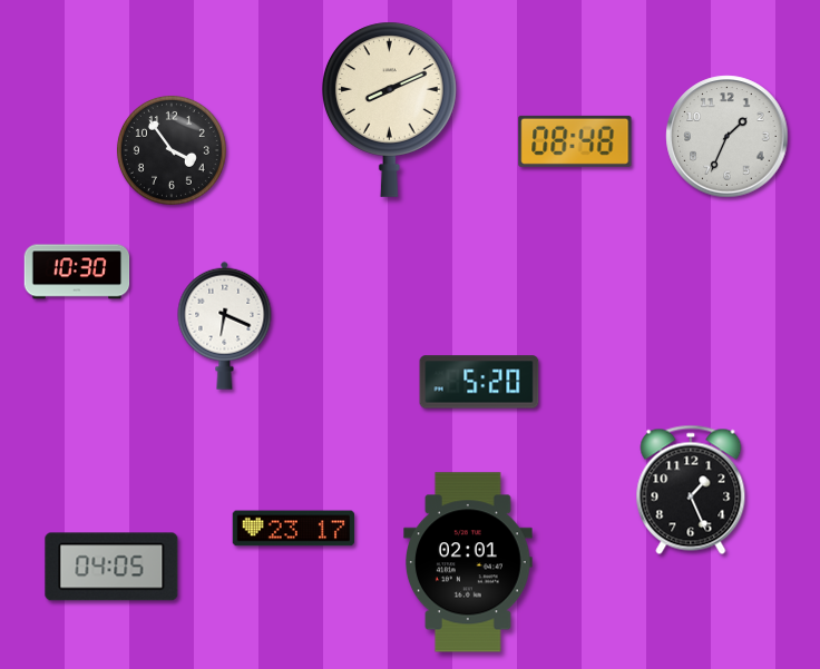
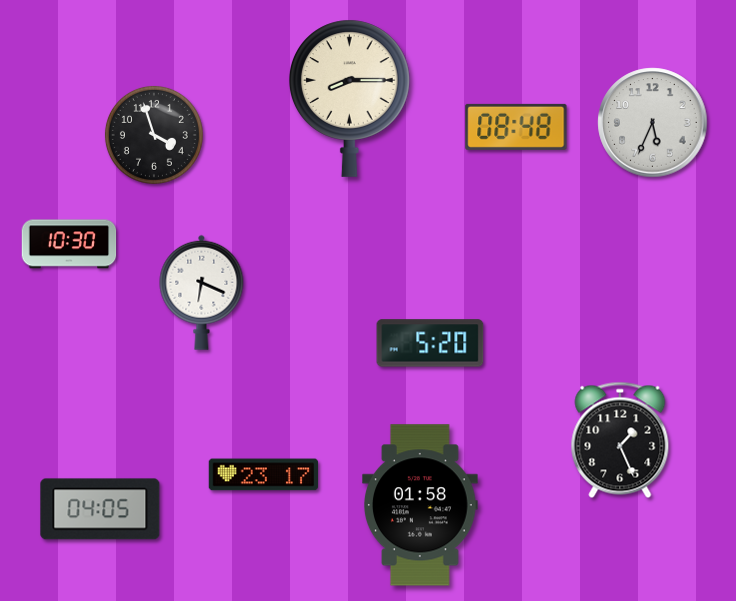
clock at (389, 109): 8:11 -> 8:15
clock at (728, 137): 1:34 -> 5:34
clock at (172, 150): 3:54 -> 3:57
clock at (469, 562): 02:01 -> 01:58
